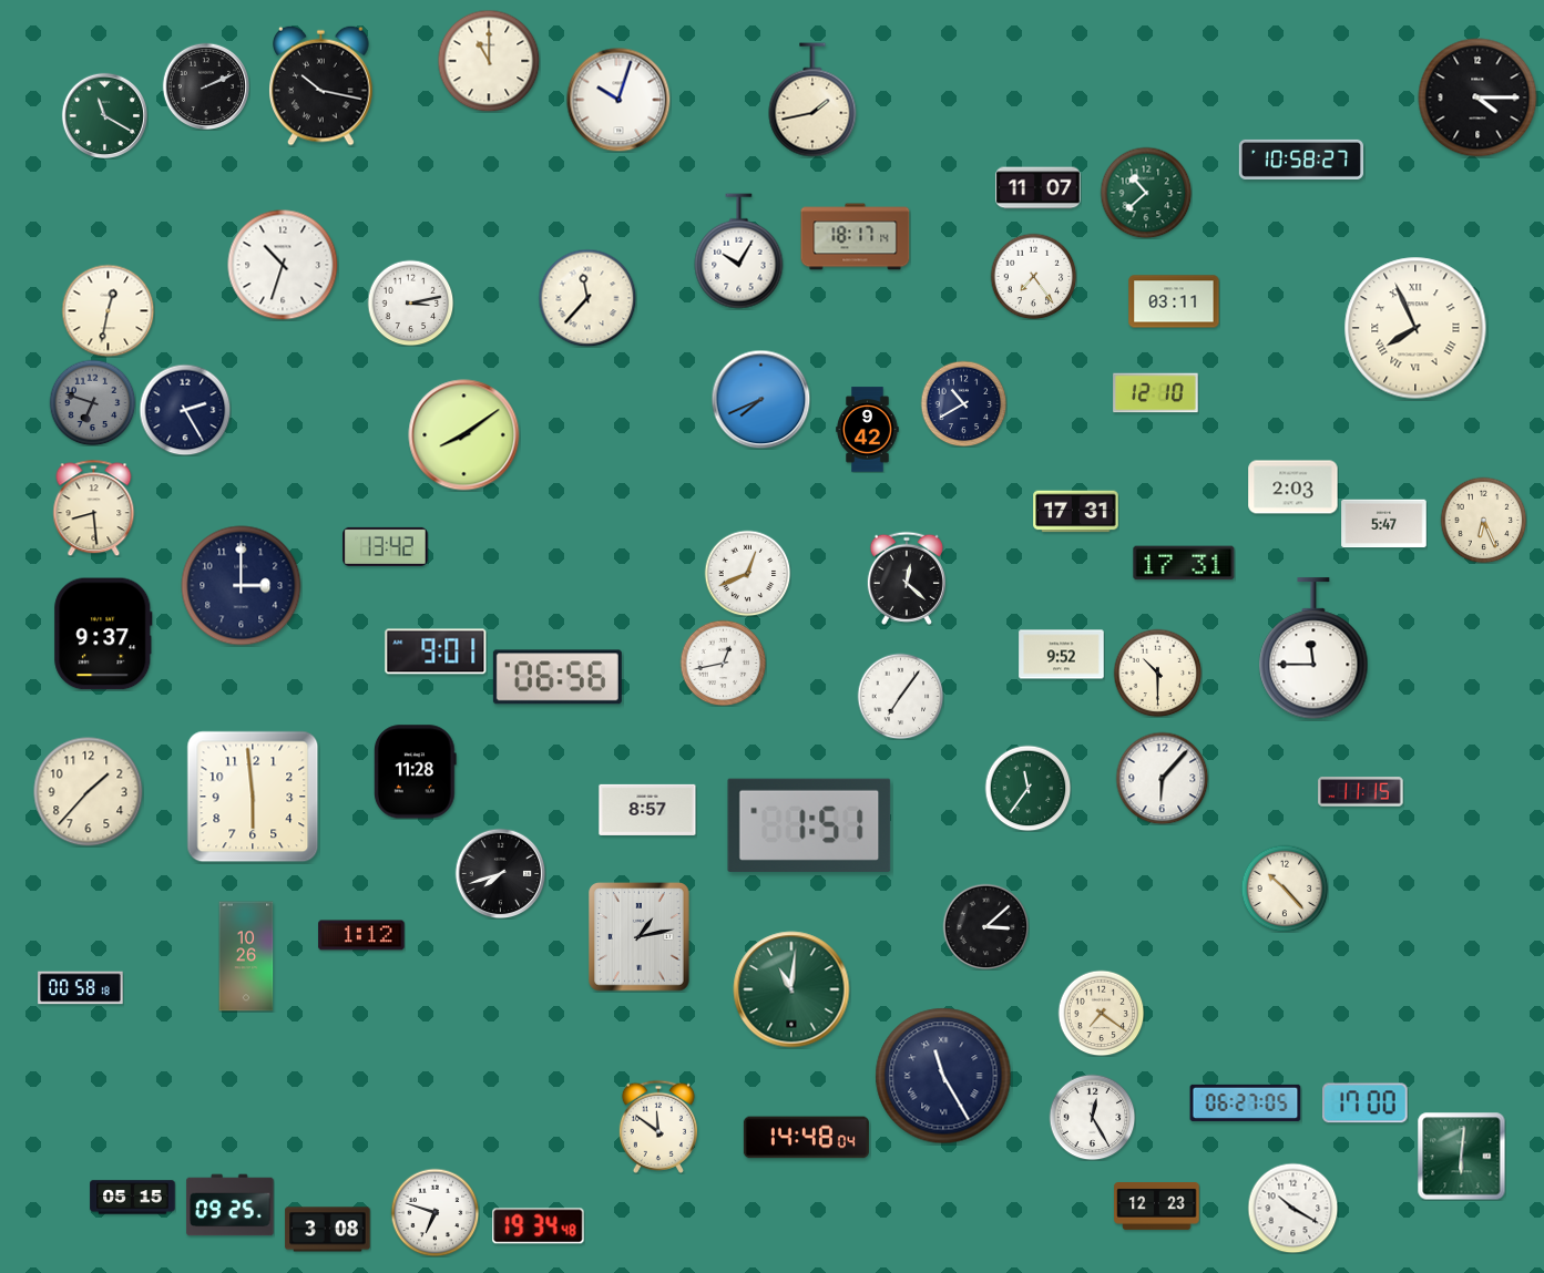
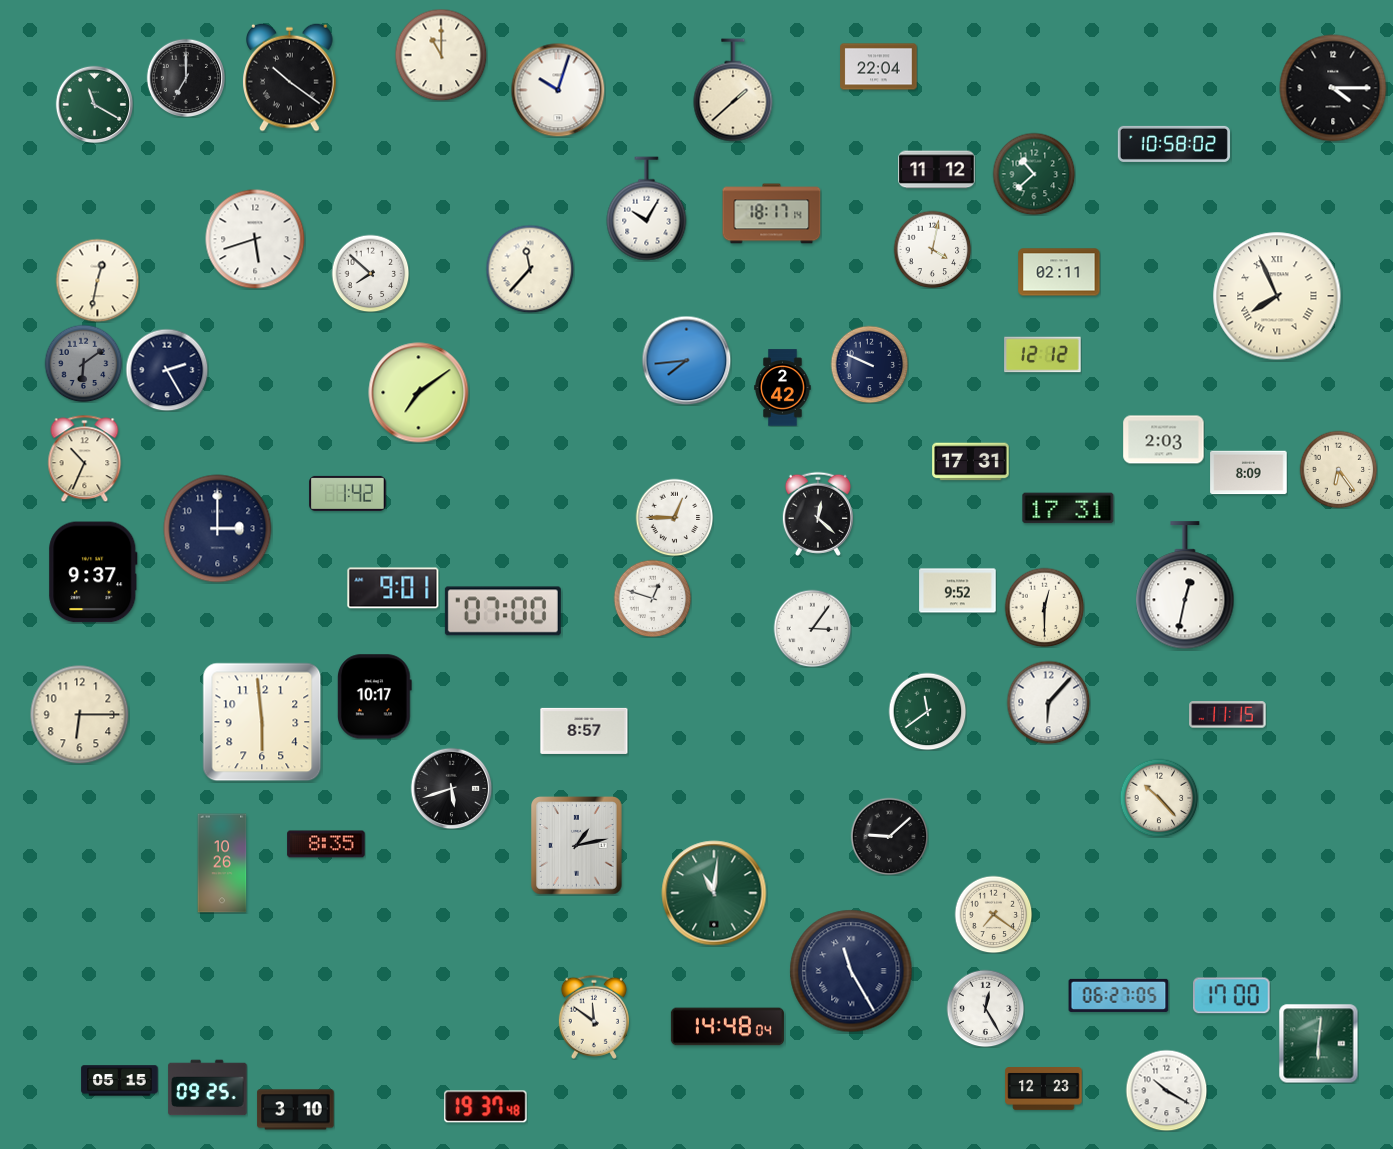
clock at (879, 67): none -> 22:04
clock at (205, 85): 2:11 -> 7:00
clock at (321, 85): 10:17 -> 10:21
clock at (812, 100): 1:43 -> 1:38
clock at (1301, 160): 10:58:27 -> 10:58:02
clock at (1039, 188): 11:07 -> 11:12
clock at (739, 251) position: (739, 251) -> (647, 209)
clock at (283, 265): 10:33 -> 5:42
clock at (1033, 276): 7:24 -> 4:02
clock at (1174, 301): 03:11 -> 02:11
clock at (410, 302): 3:13 -> 7:52
clock at (1156, 393): 12:10 -> 12:12
clock at (760, 399): 7:41 -> 7:44
clock at (92, 402): 6:48 -> 6:09
clock at (963, 403): 10:40 -> 9:49
clock at (868, 430): 9:42 -> 2:42
clock at (464, 435): 8:09 -> 7:09
clock at (1294, 487) position: (1294, 487) -> (1164, 440)
clock at (94, 507): 8:29 -> 10:34
clock at (1483, 520): 6:26 -> 6:24
clock at (1384, 524): 5:47 -> 8:09
clock at (386, 546): 13:42 -> 1:42
clock at (747, 573): 12:41 -> 12:45
clock at (907, 578) position: (907, 578) -> (818, 514)
clock at (1313, 649): 11:45 -> 12:32
clock at (723, 663): 12:43 -> 12:48
clock at (1157, 673): 10:30 -> 12:30
clock at (558, 677): 06:56 -> 07:00
clock at (900, 696): 7:06 -> 3:06
clock at (415, 772): 11:28 -> 10:17
clock at (1027, 788): 11:36 -> 11:39
clock at (89, 792): 1:37 -> 6:15
clock at (253, 797) position: (253, 797) -> (262, 722)
clock at (809, 825): 1:51 -> none
clock at (500, 873): 7:42 -> 5:42
clock at (1285, 889) position: (1285, 889) -> (1159, 798)
clock at (985, 926): 3:08 -> 9:08
clock at (361, 935): 1:12 -> 8:35
clock at (81, 988): 00:58 -> none
clock at (1246, 1102) position: (1246, 1102) -> (1119, 995)
clock at (434, 1212): 6:48 -> none
clock at (539, 1226): 19:34 -> 19:37
clock at (328, 1230): 3:08 -> 3:10
